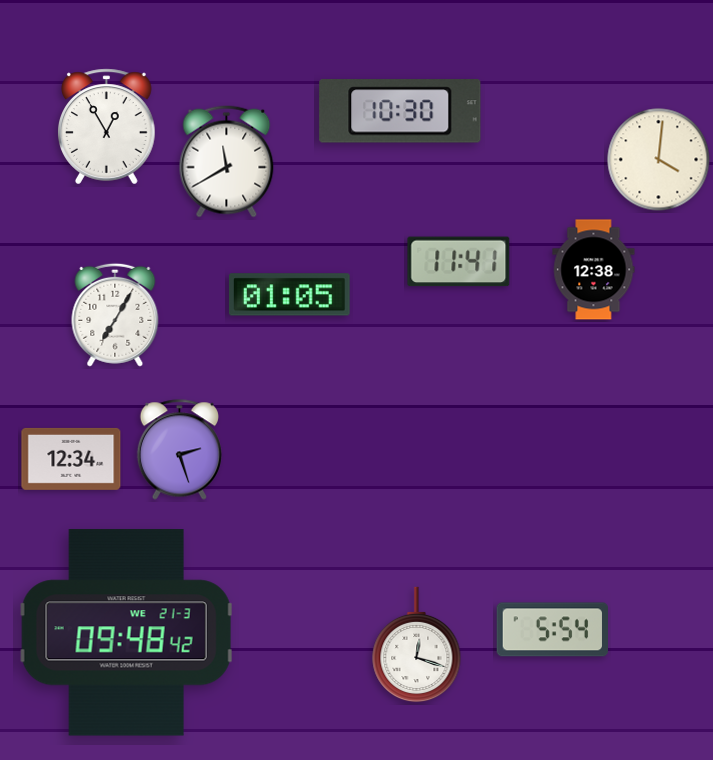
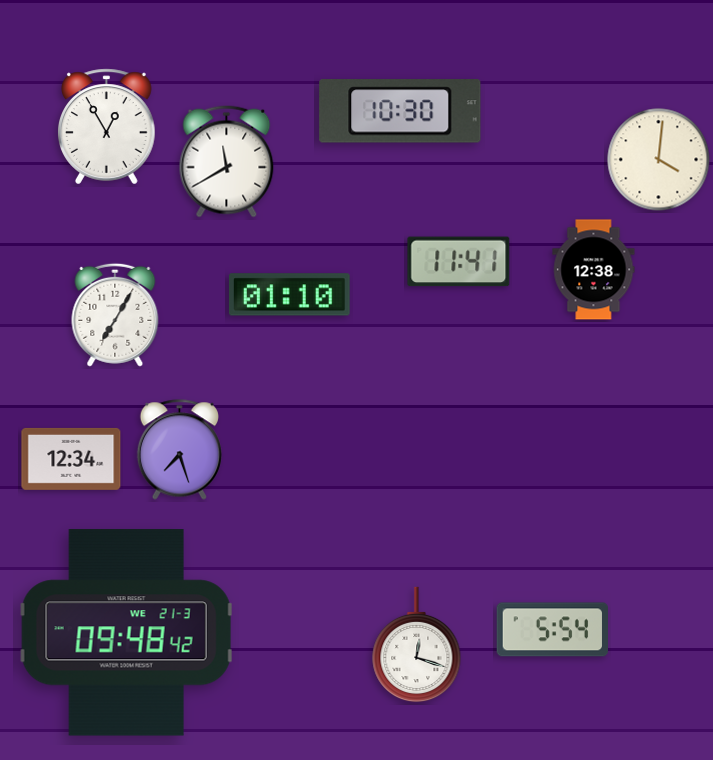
clock at (289, 295): 01:05 -> 01:10
clock at (179, 450): 2:27 -> 7:27
